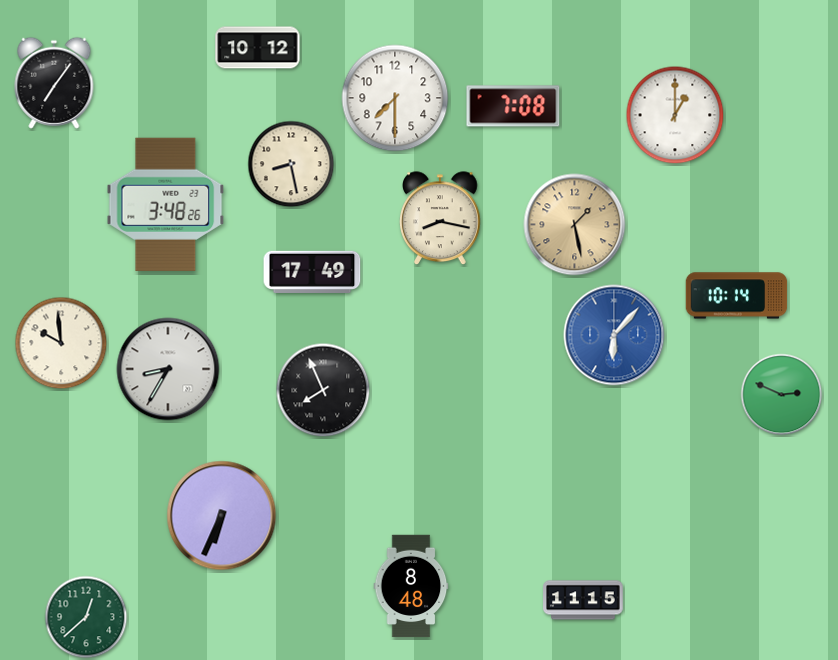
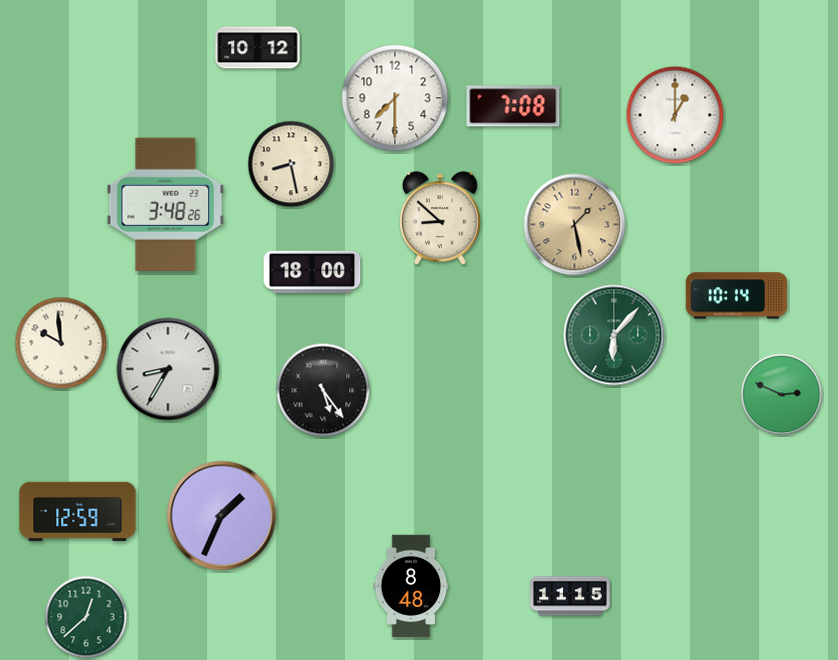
clock at (54, 83): 7:06 -> none
clock at (441, 219): 8:17 -> 8:52
clock at (312, 271): 17:49 -> 18:00
clock at (614, 335) dial: blue -> green
clock at (323, 390): 7:56 -> 5:24
clock at (78, 511): none -> 12:59
clock at (222, 516): 6:34 -> 1:34
clock at (583, 600) position: (583, 600) -> (570, 596)
